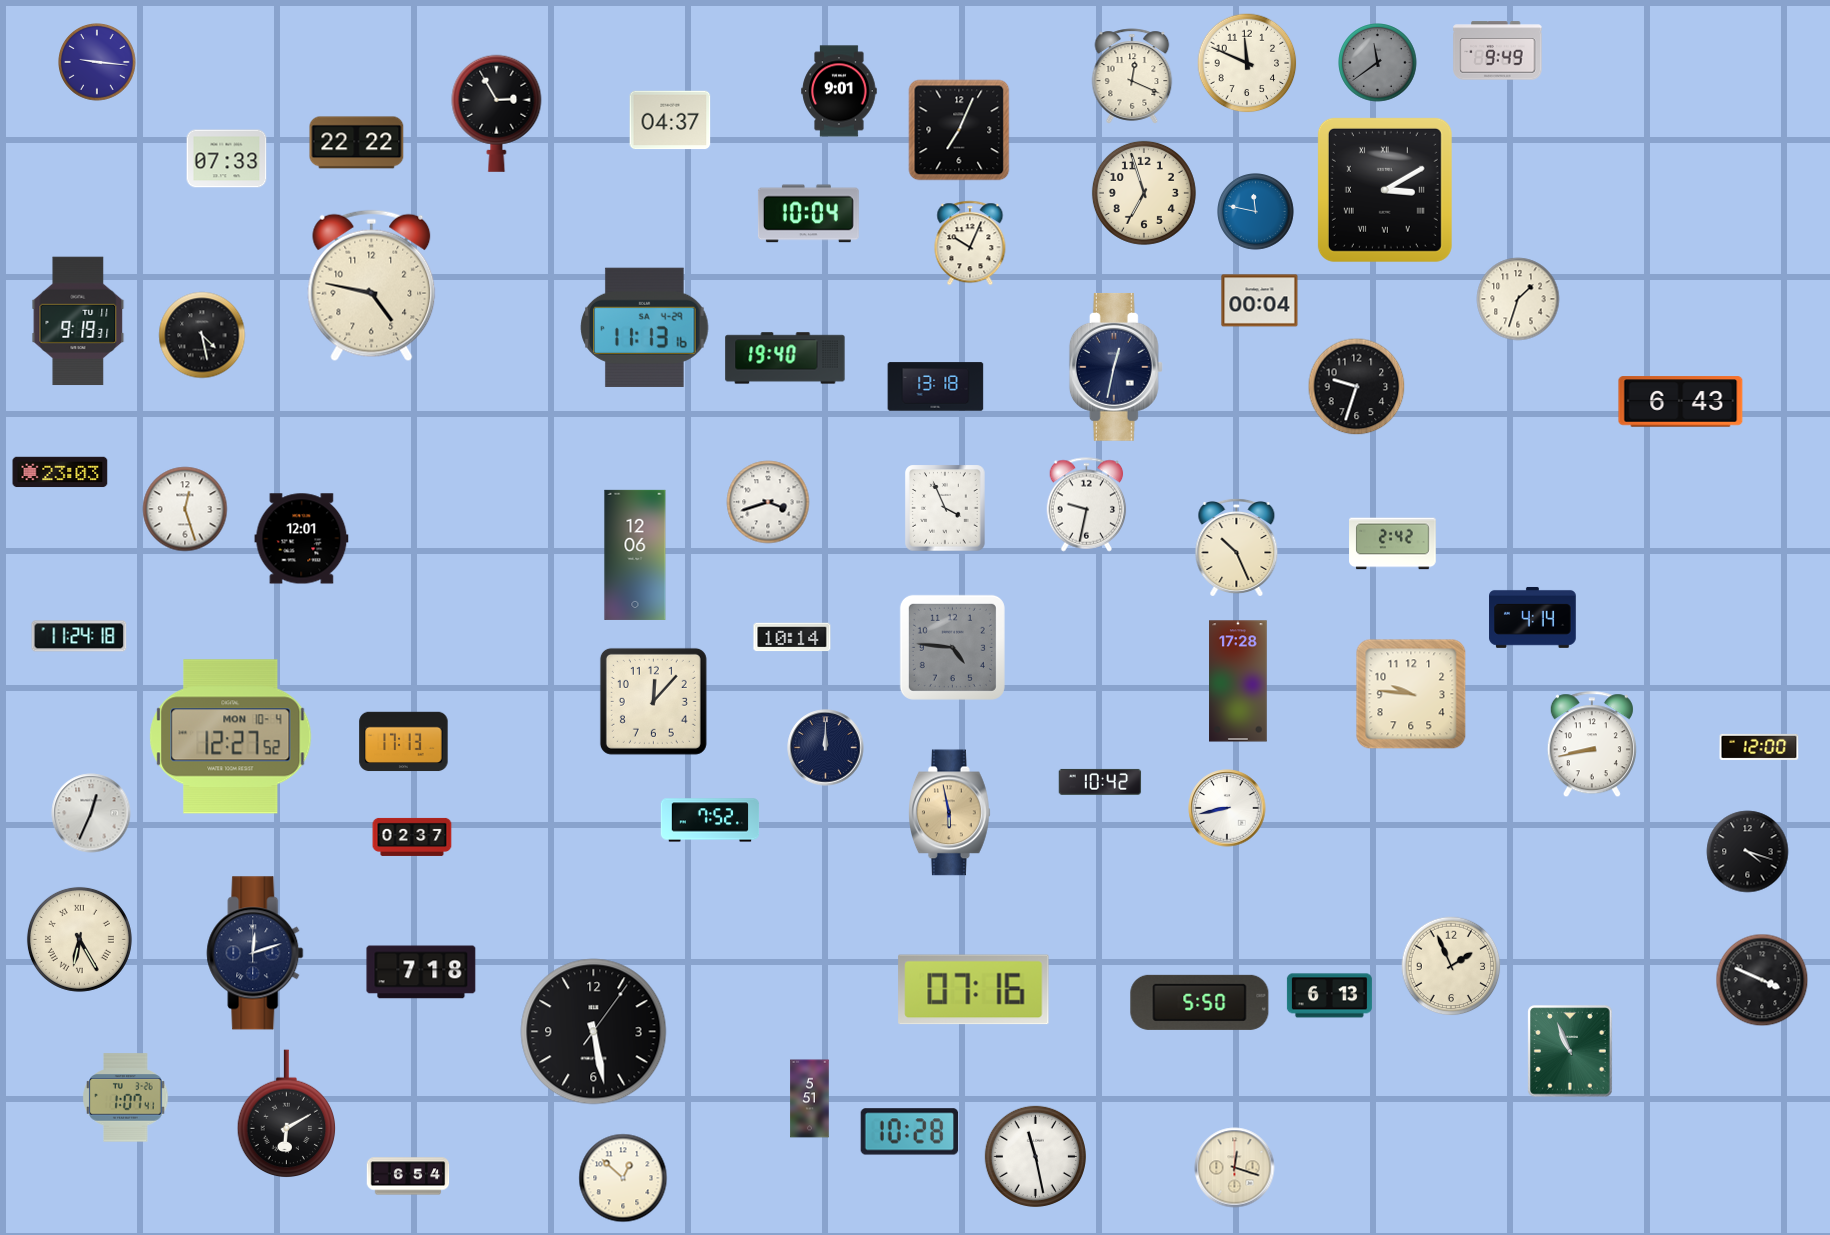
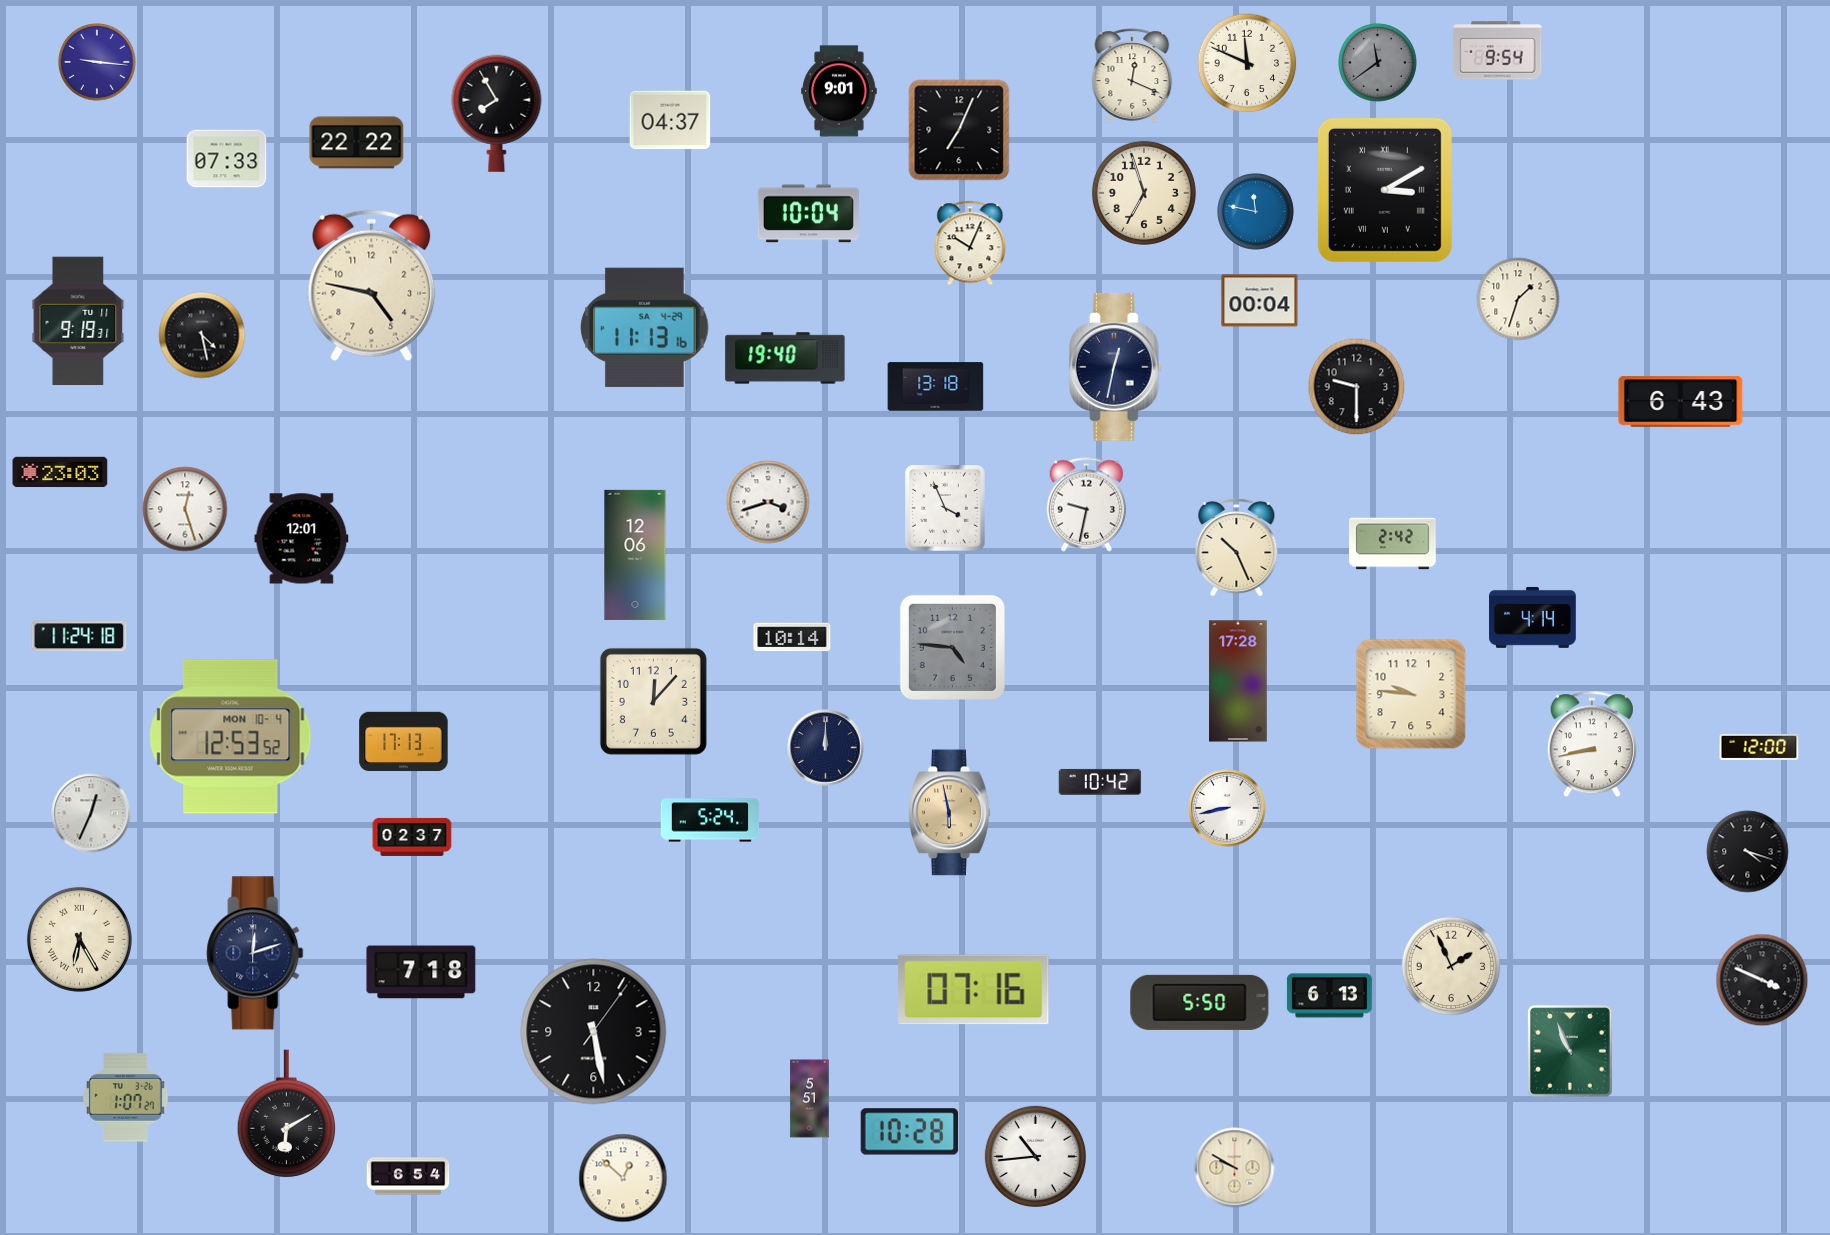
clock at (1498, 51): 9:49 -> 9:54
clock at (497, 113): 2:55 -> 7:55
clock at (1357, 387): 9:33 -> 9:30
clock at (231, 737): 12:27 -> 12:53
clock at (710, 820): 7:52 -> 5:24
clock at (126, 1098): 1:07:41 -> 1:07:27
clock at (1035, 1156): 11:28 -> 10:44
clock at (1235, 1168): 12:18 -> 9:50
